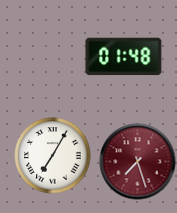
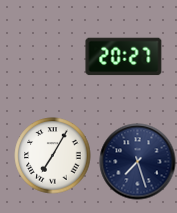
clock at (124, 57): 01:48 -> 20:27
clock at (138, 162) dial: burgundy -> navy
